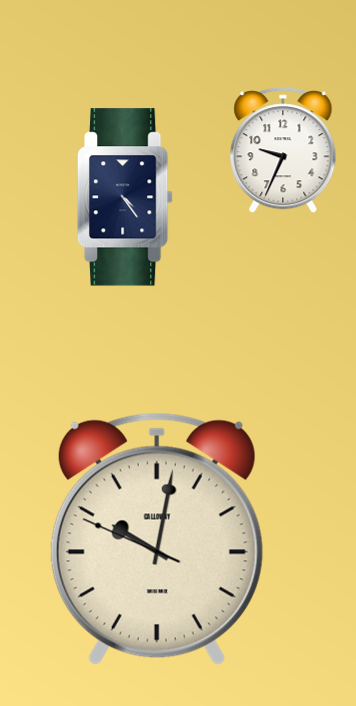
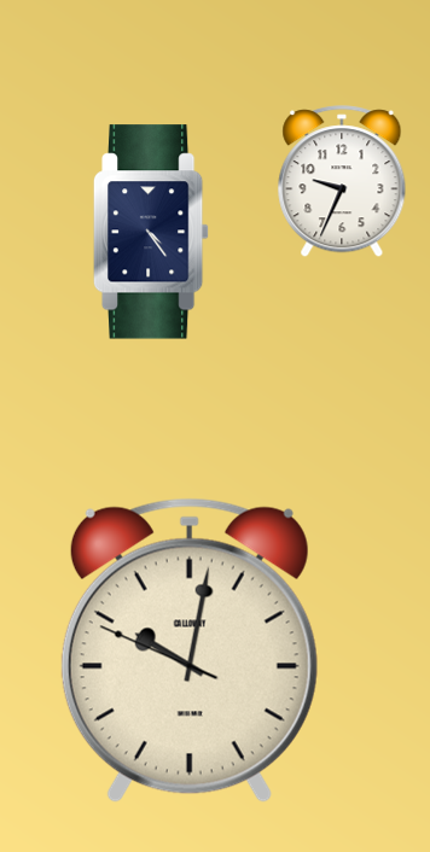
clock at (125, 197) position: (125, 197) -> (151, 232)
